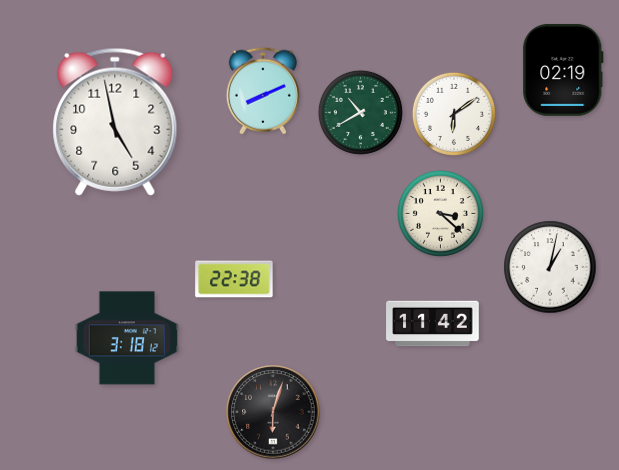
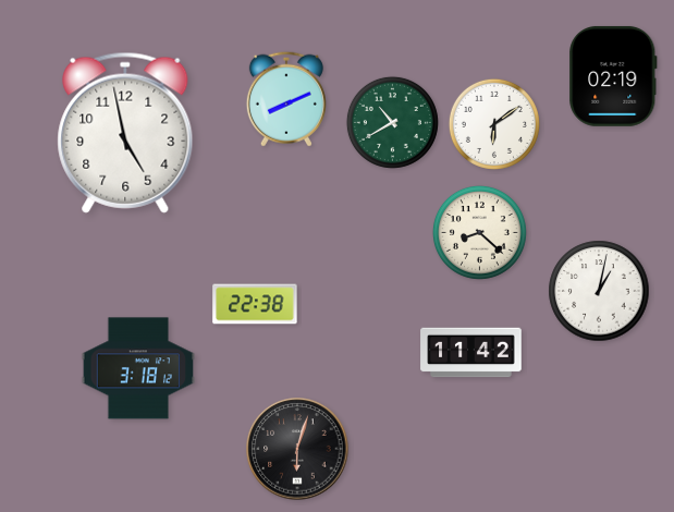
clock at (440, 213): 3:22 -> 8:22
